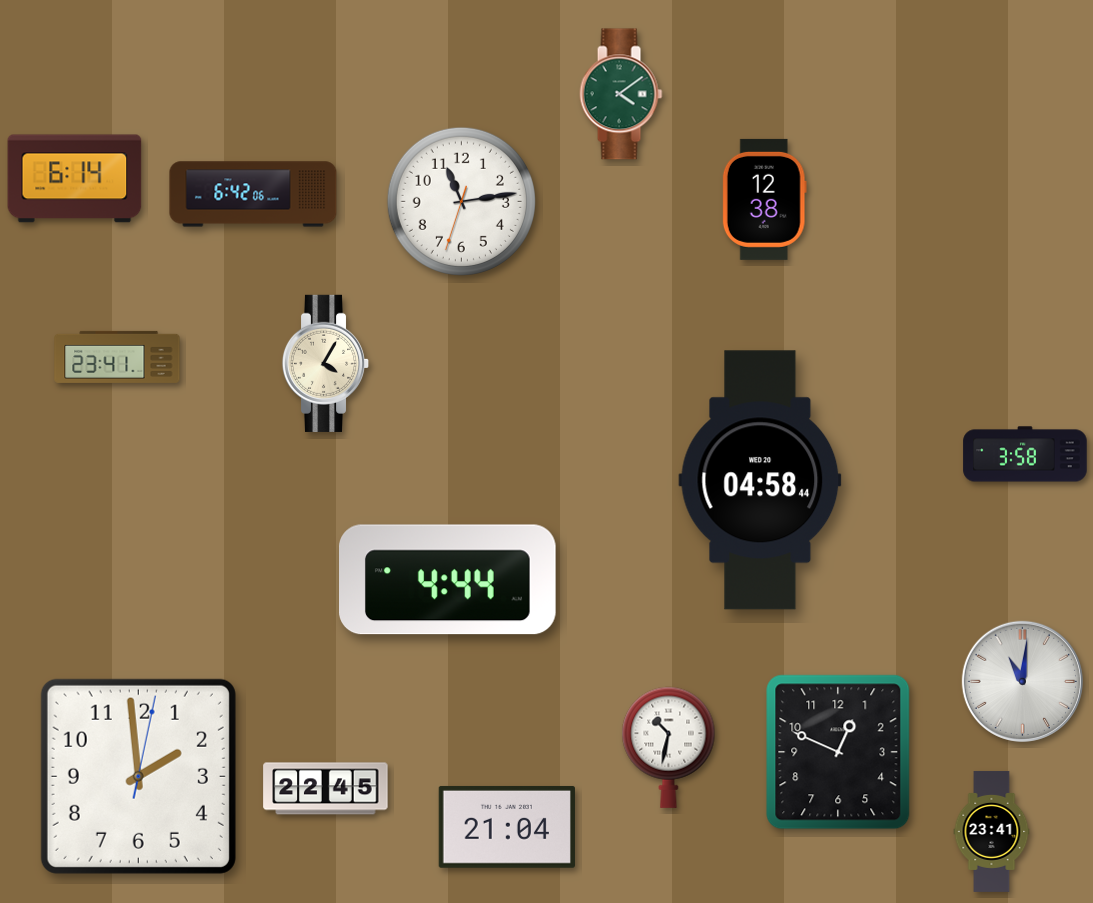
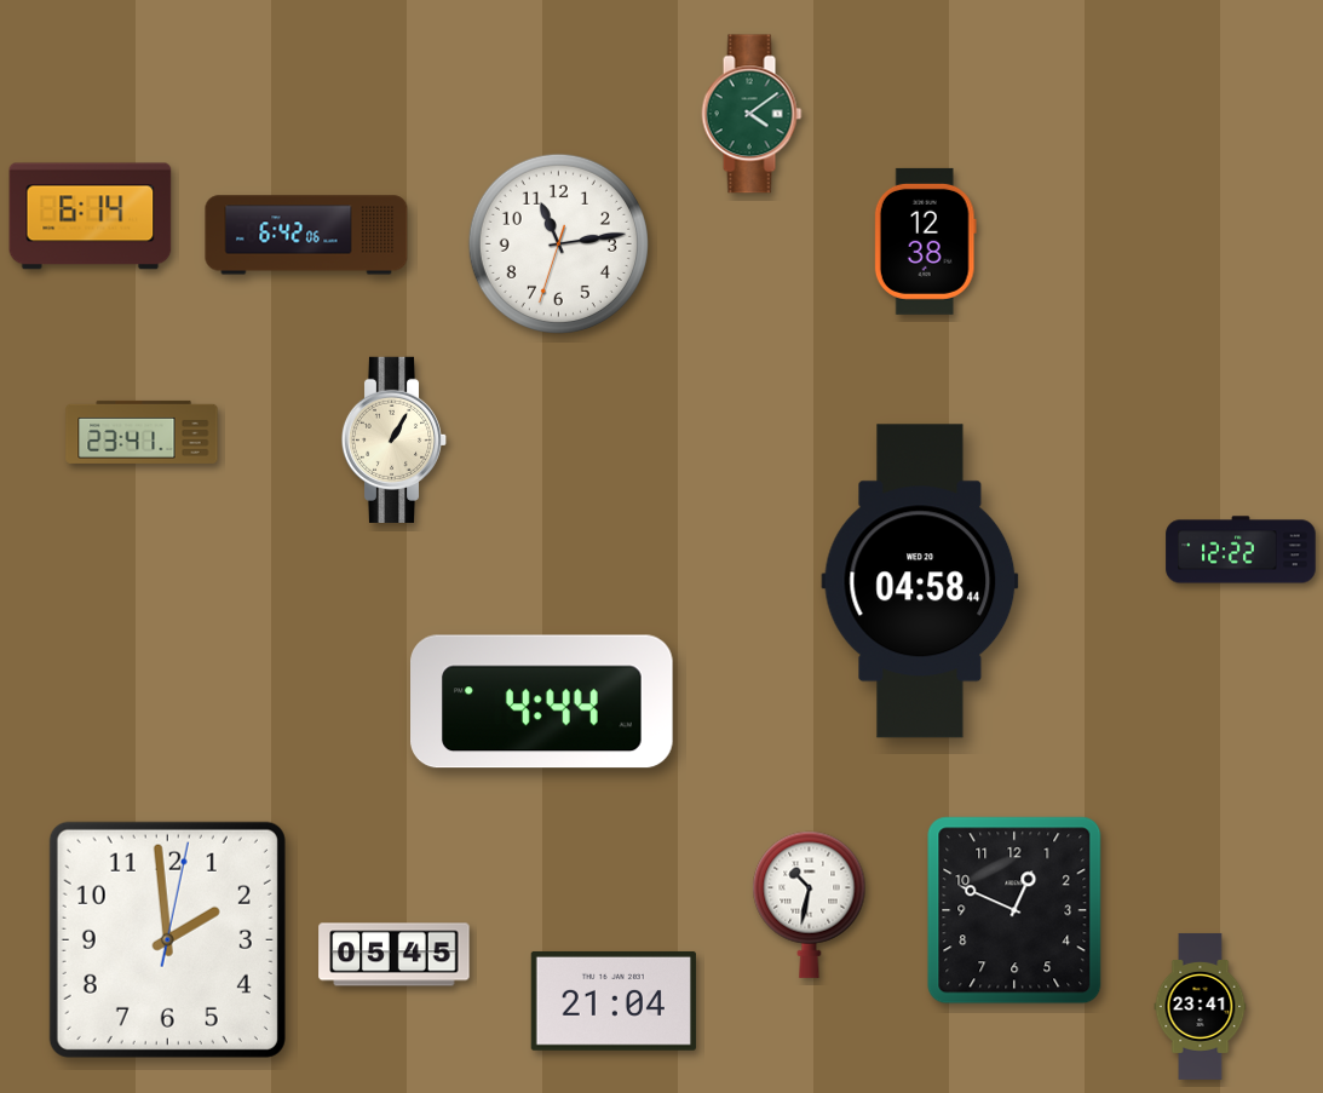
clock at (326, 363): 4:05 -> 1:05
clock at (1025, 454): 3:58 -> 12:22
clock at (1022, 681): 11:01 -> none
clock at (326, 789): 22:45 -> 05:45
